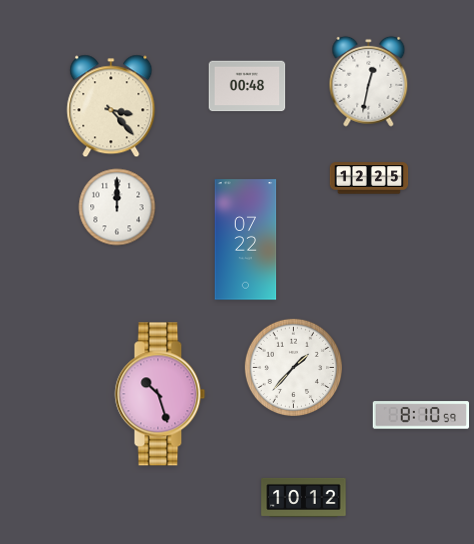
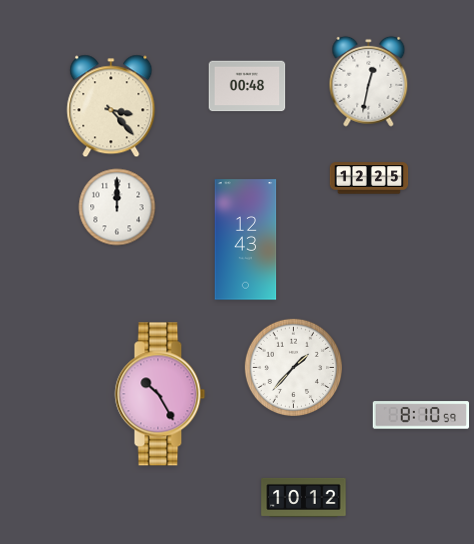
clock at (246, 240): 07:22 -> 12:43
clock at (160, 394): 10:27 -> 10:25
